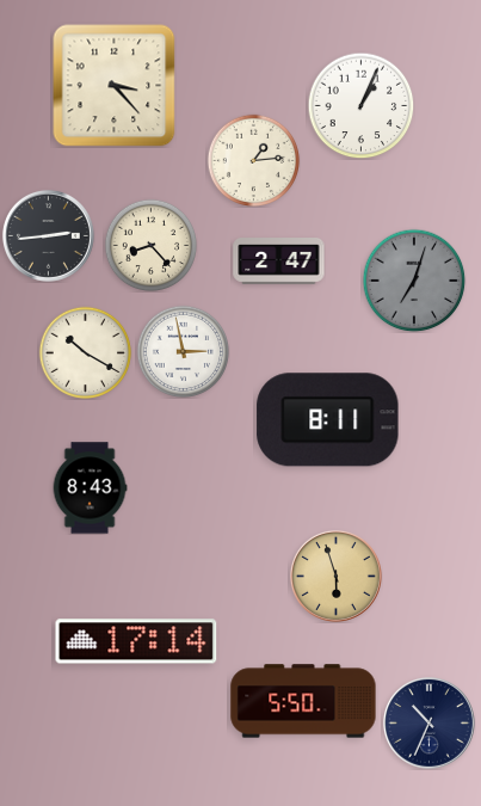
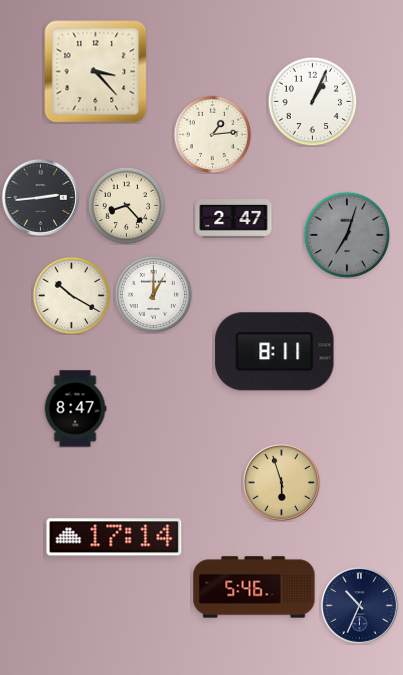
clock at (360, 105) position: (360, 105) -> (312, 101)
clock at (183, 351): 2:58 -> 1:00
clock at (90, 488): 8:43 -> 8:47
clock at (303, 701): 5:50 -> 5:46
